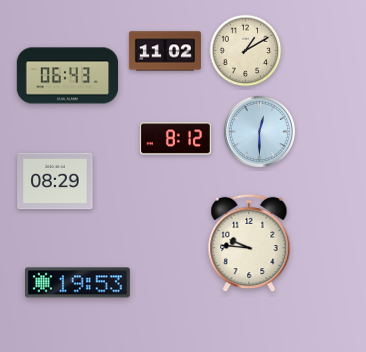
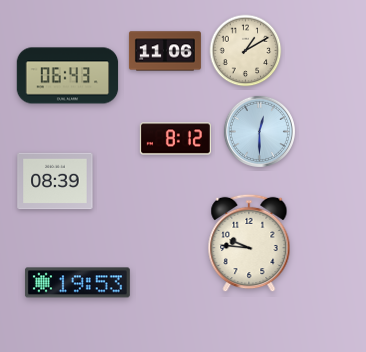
clock at (165, 51): 11:02 -> 11:06
clock at (55, 181): 08:29 -> 08:39
